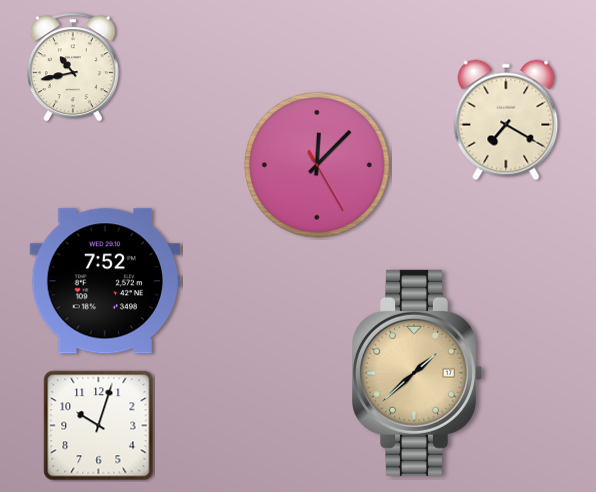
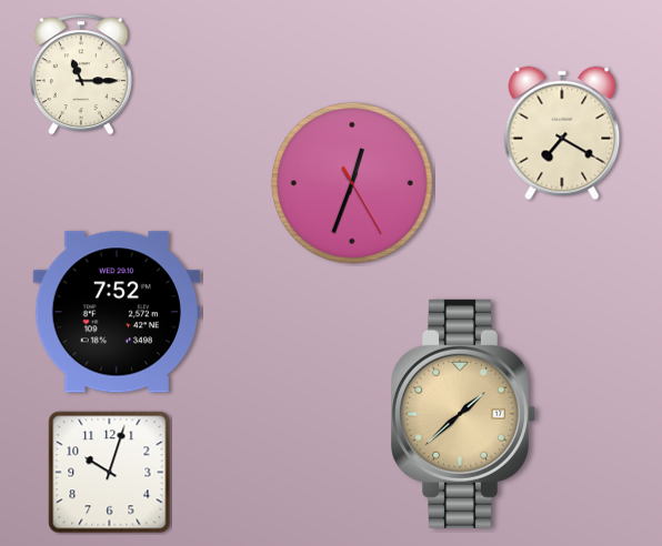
clock at (73, 67): 10:43 -> 11:15
clock at (317, 165): 12:07 -> 12:33
